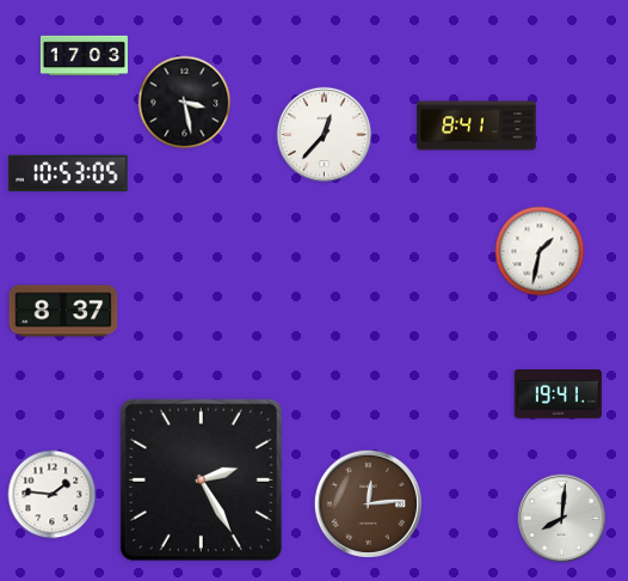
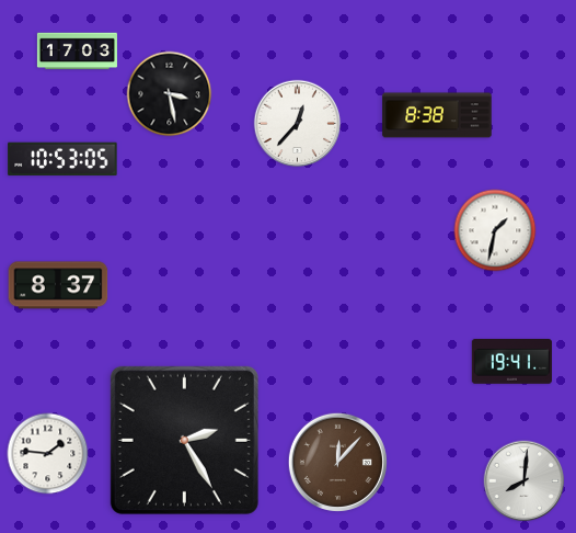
clock at (476, 126): 8:41 -> 8:38
clock at (368, 503): 12:14 -> 12:07
clock at (562, 519) position: (562, 519) -> (525, 481)
